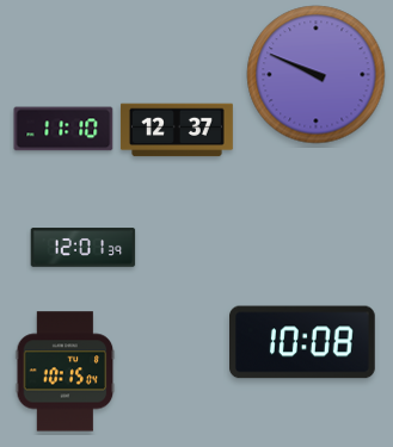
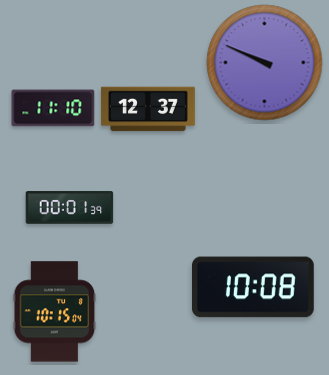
clock at (84, 248): 12:01 -> 00:01
